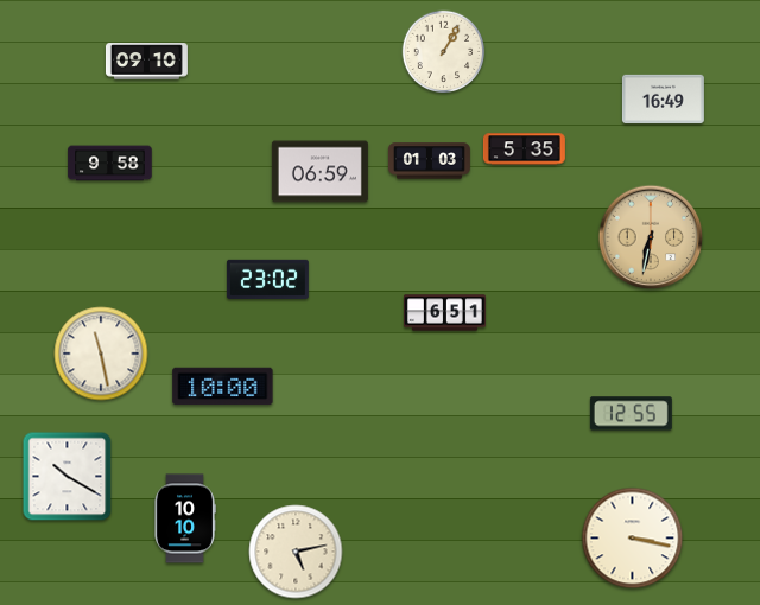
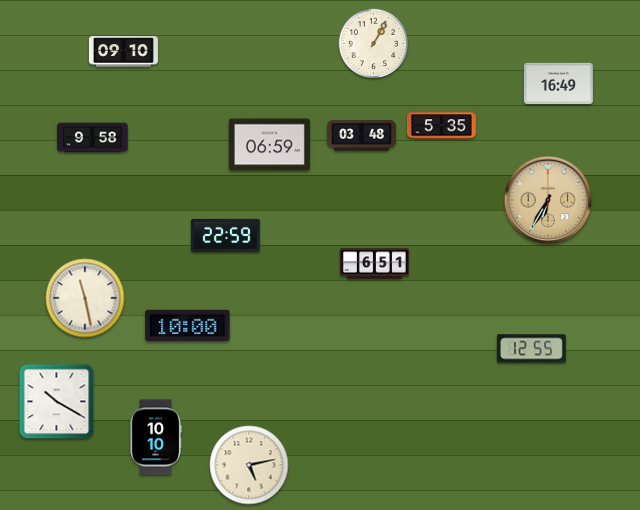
clock at (429, 161): 01:03 -> 03:48
clock at (651, 237): 6:32 -> 6:35
clock at (267, 279): 23:02 -> 22:59
clock at (633, 539): 3:17 -> none
